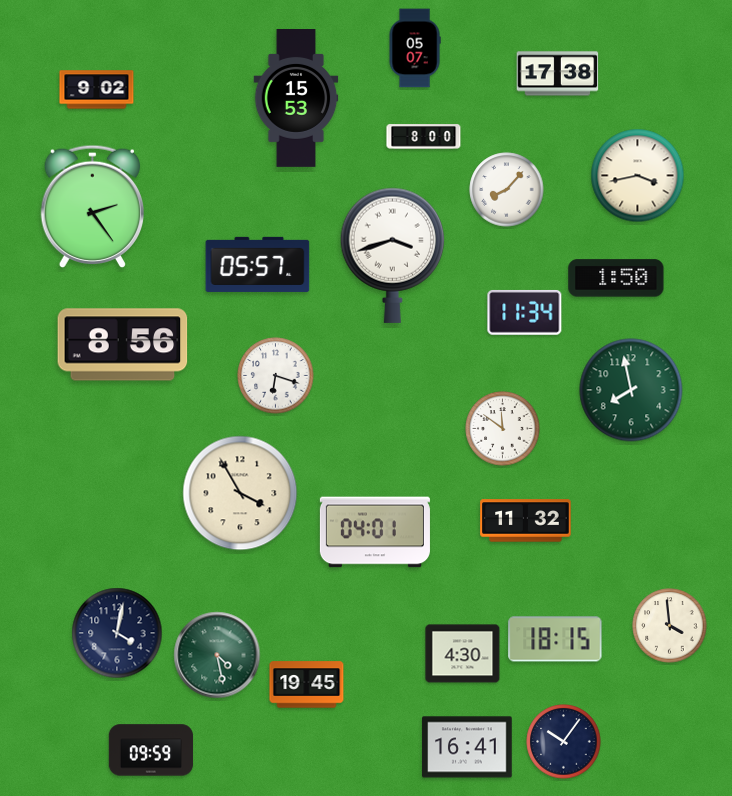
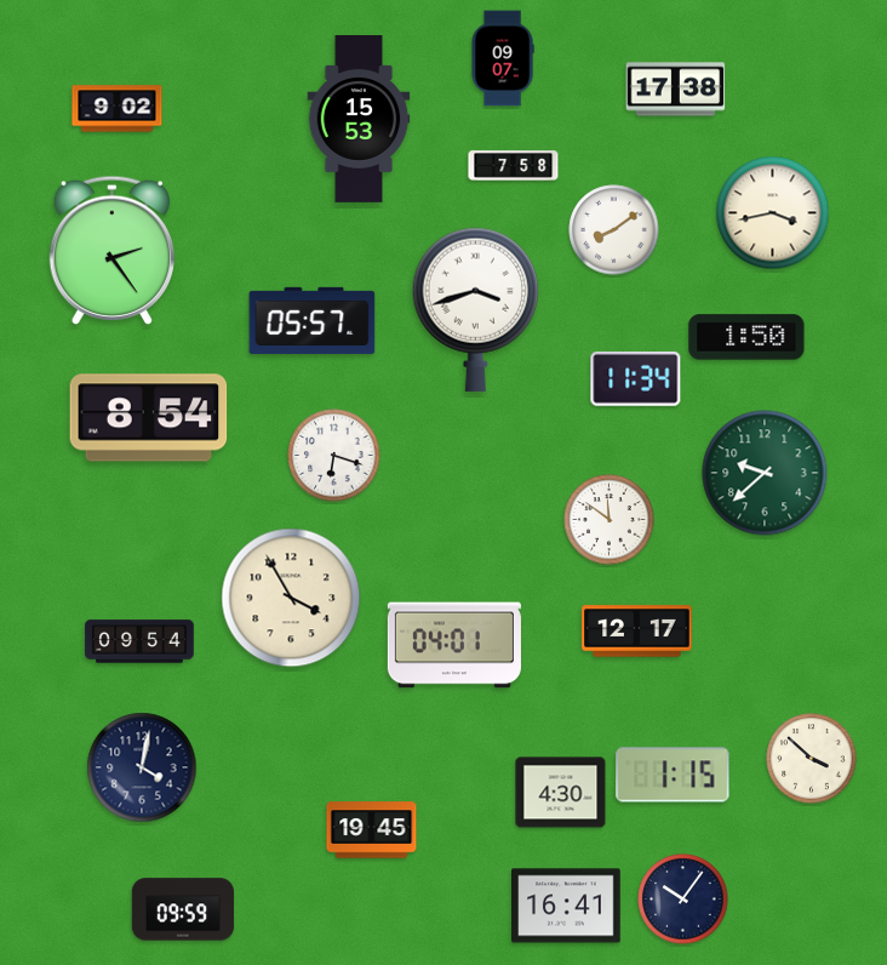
clock at (415, 48): 05:07 -> 09:07
clock at (424, 137): 8:00 -> 7:58
clock at (507, 190): 8:07 -> 8:09
clock at (123, 345): 8:56 -> 8:54
clock at (631, 390): 7:58 -> 9:38
clock at (526, 521): 11:32 -> 12:17
clock at (139, 641): none -> 09:54
clock at (670, 626): 3:59 -> 3:52
clock at (555, 639): 18:15 -> 1:15
clock at (217, 655): 4:28 -> none
